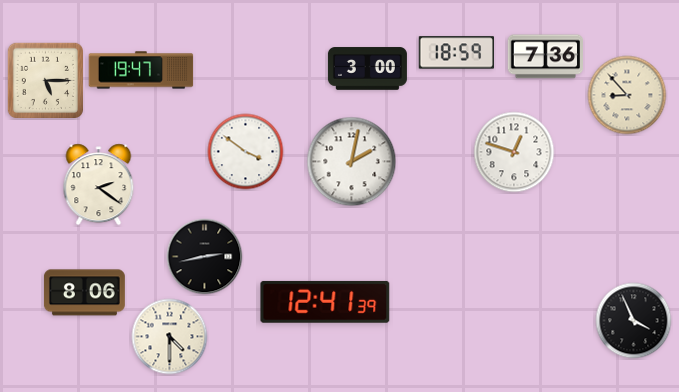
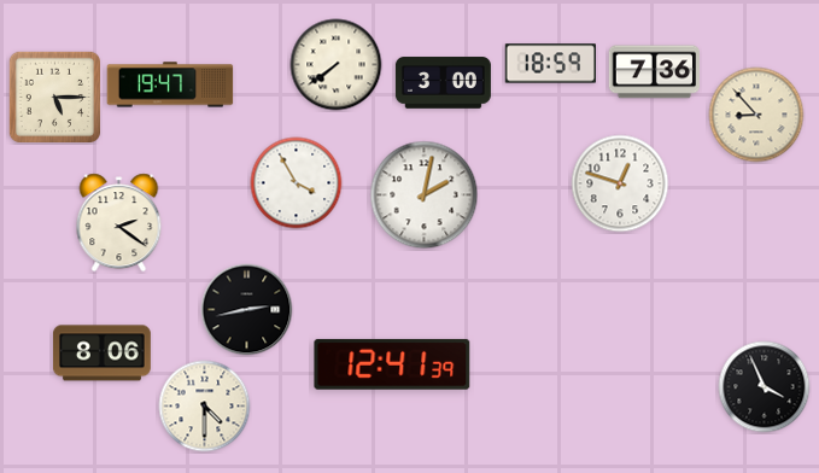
clock at (337, 65): none -> 7:39
clock at (545, 57) position: (545, 57) -> (654, 72)
clock at (246, 152): 3:51 -> 3:55
